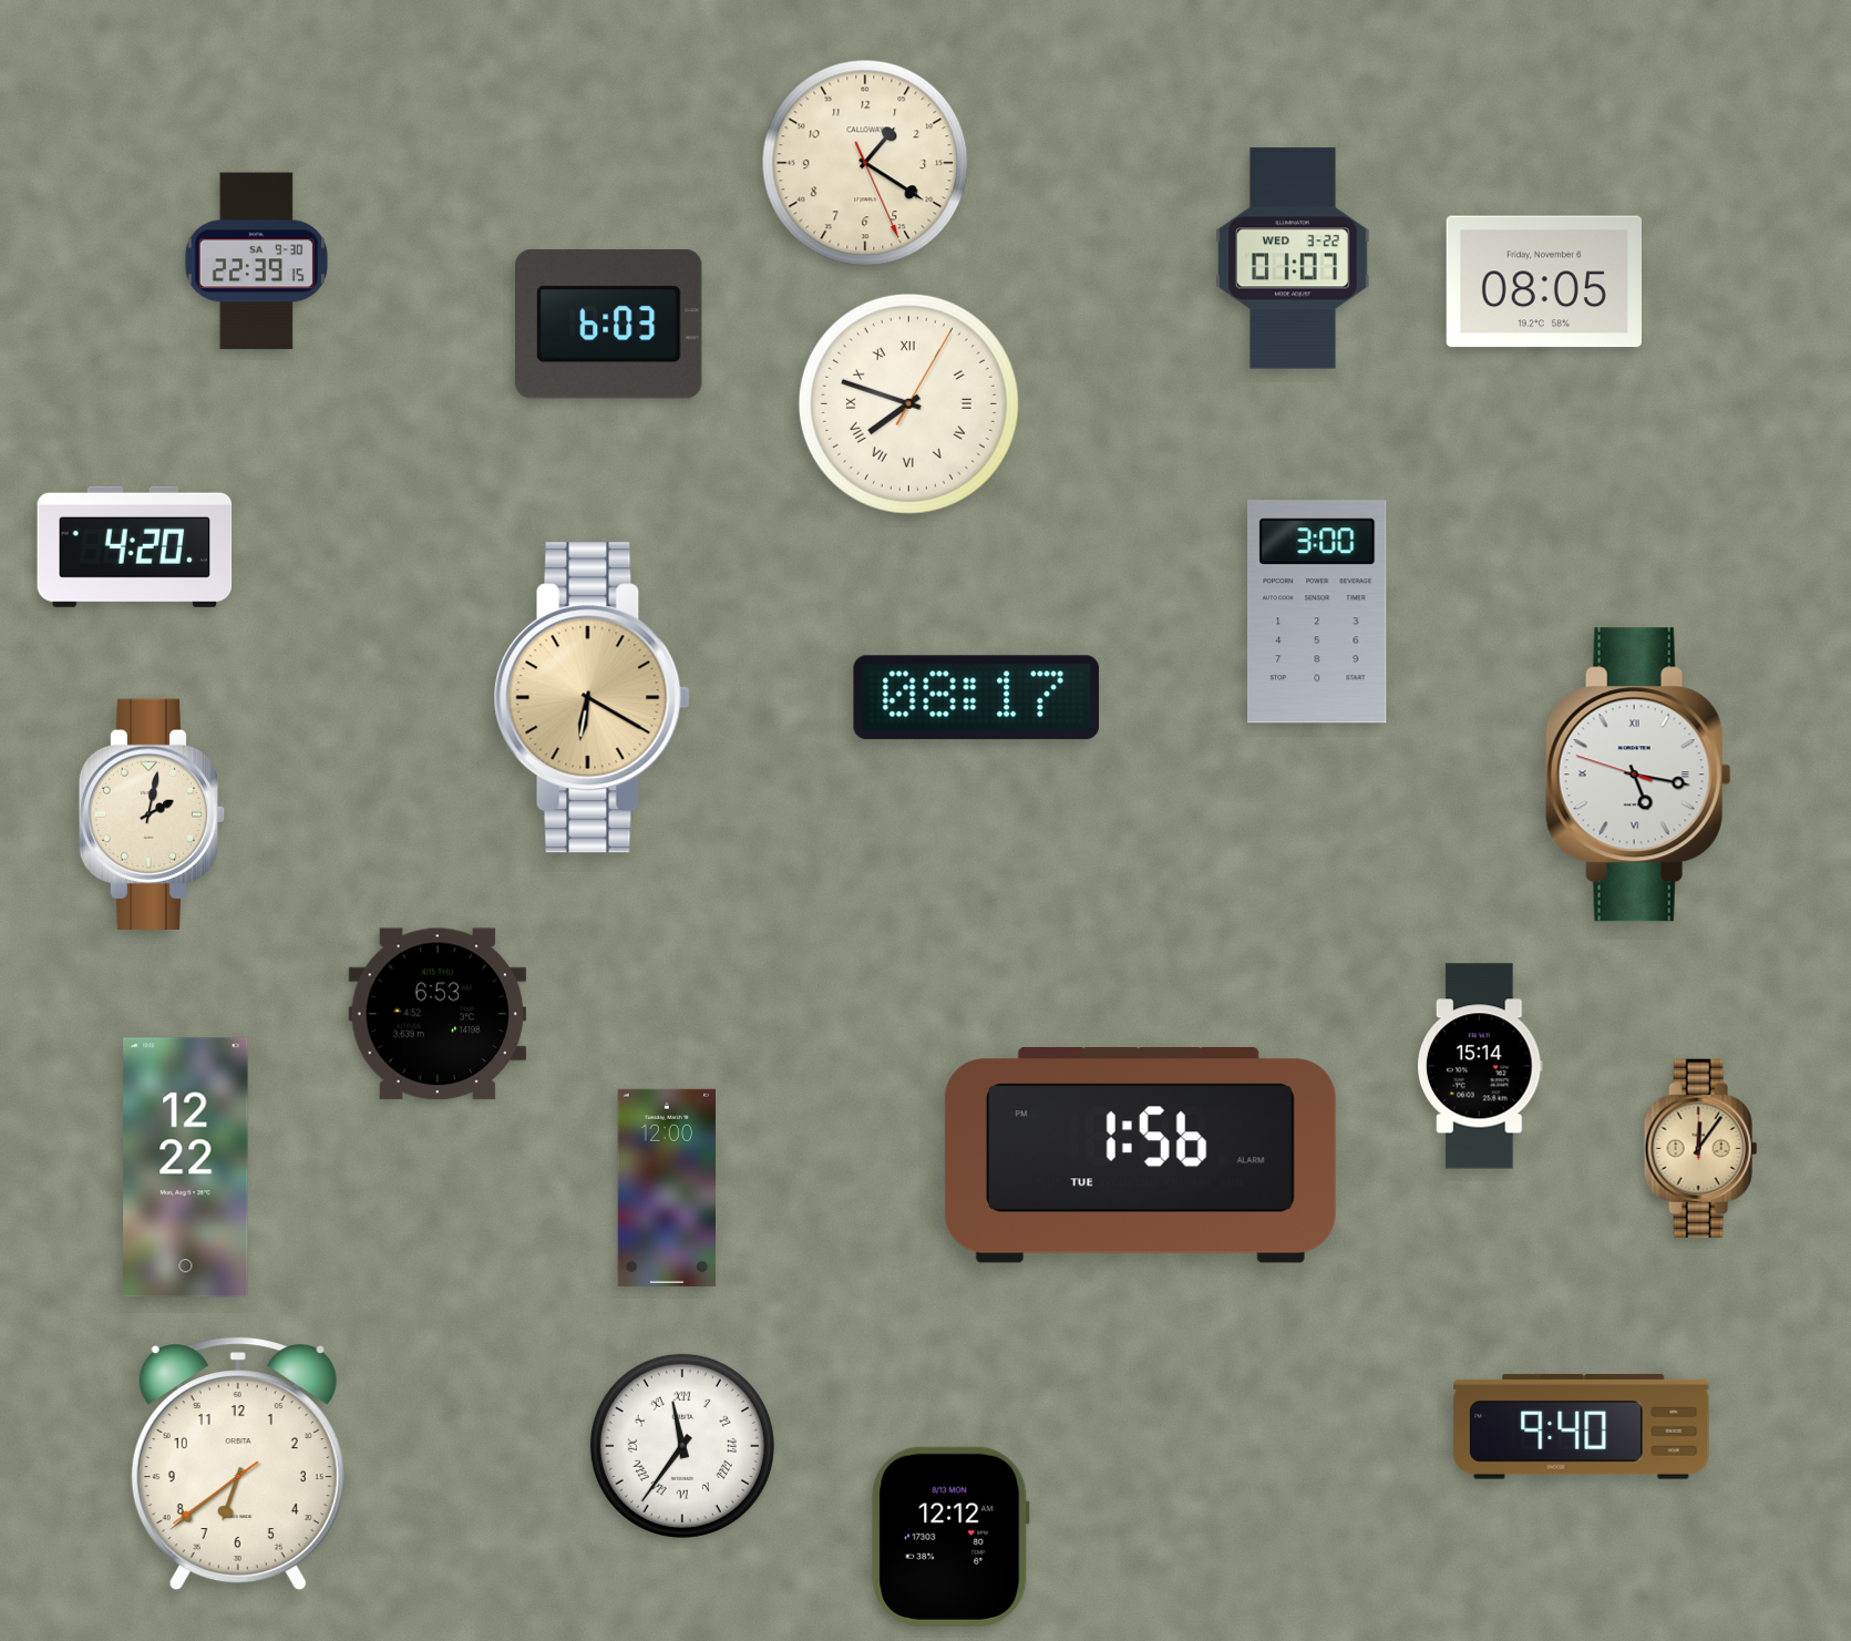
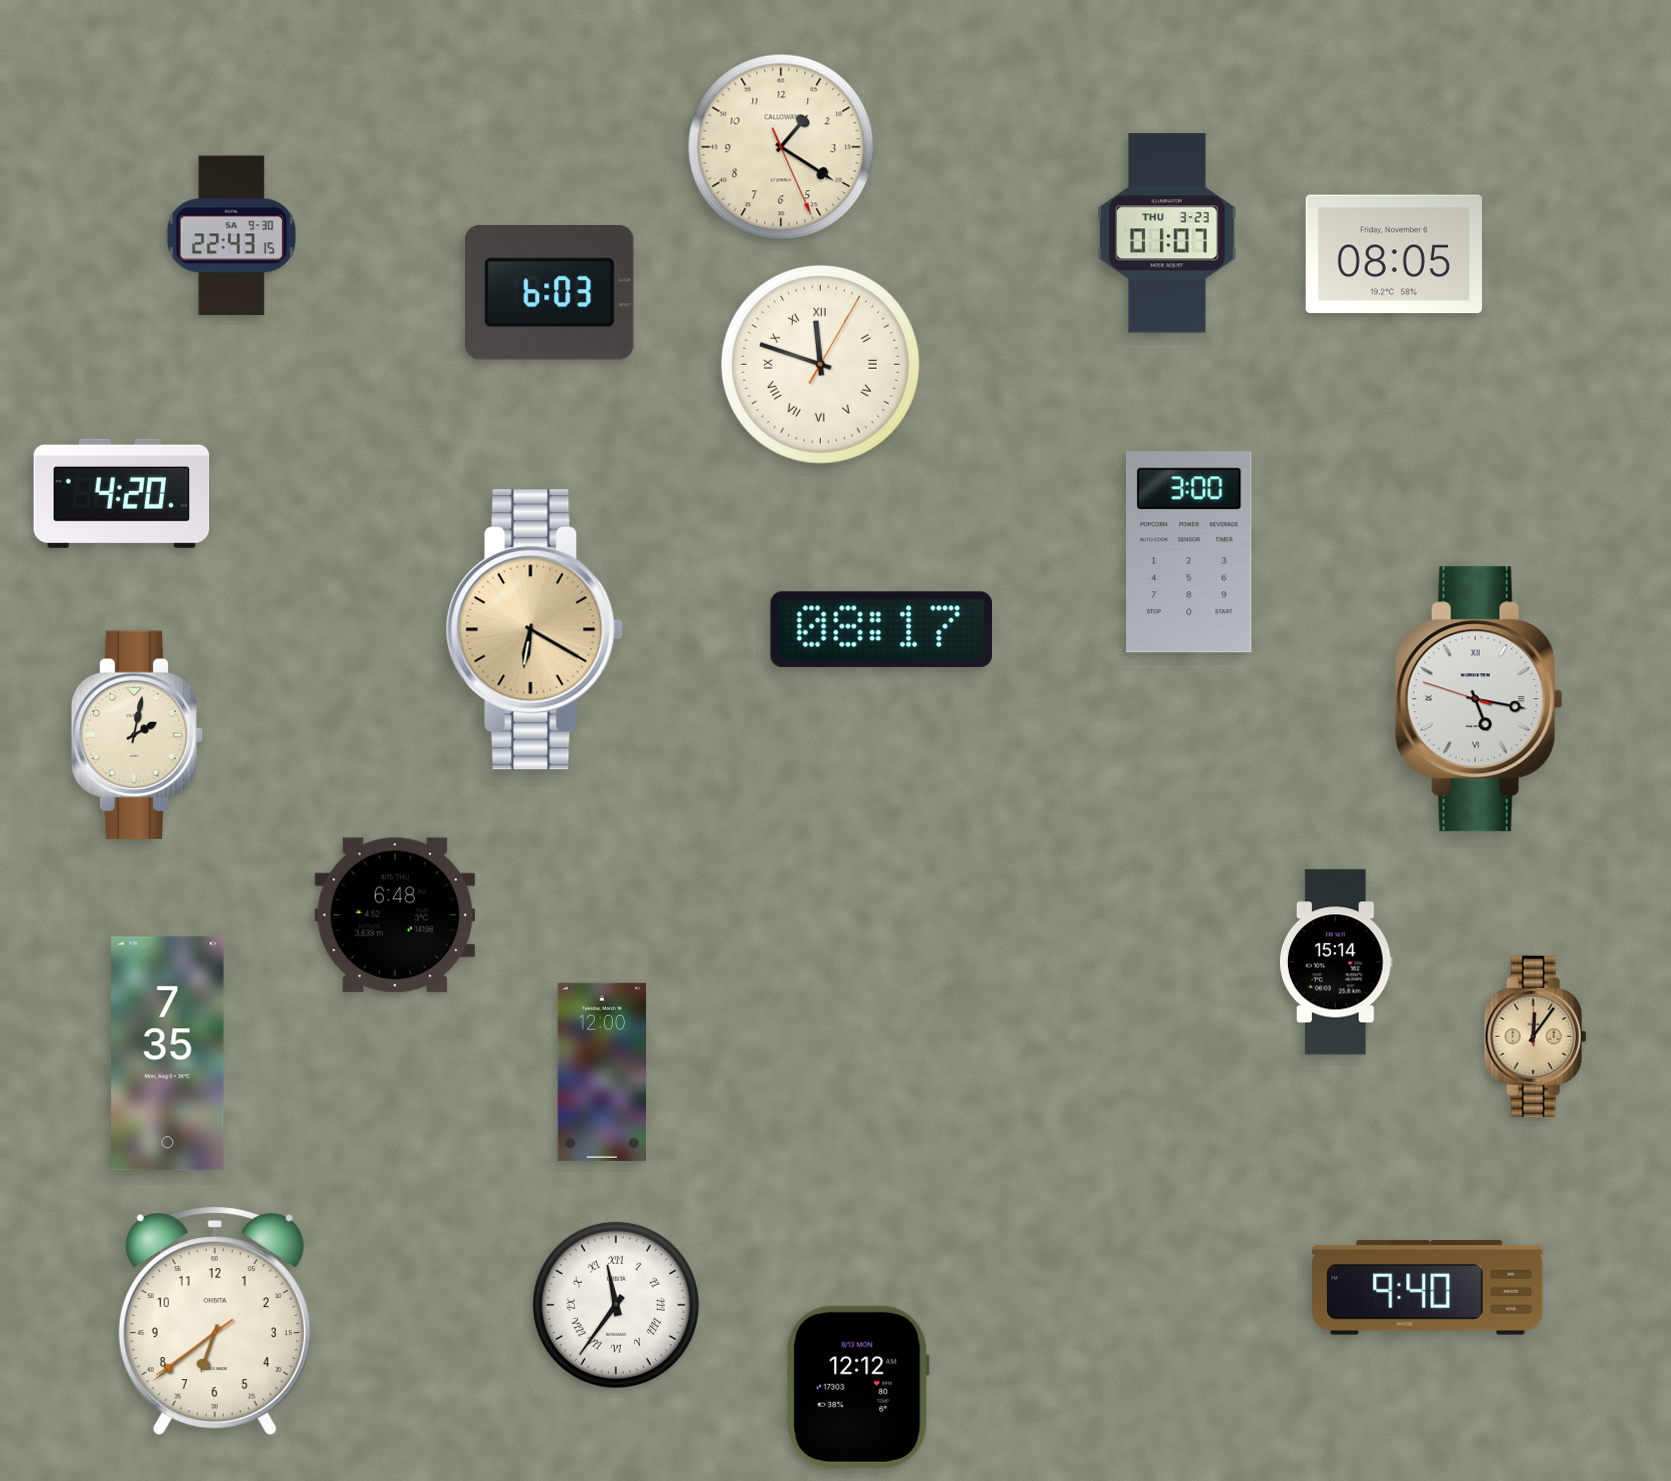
clock at (1293, 258) date: WED 3-22 -> THU 3-23
clock at (256, 261): 22:39 -> 22:43
clock at (908, 403): 7:48 -> 11:48
clock at (438, 1014): 6:53 -> 6:48
clock at (1140, 1155): 1:56 -> none
clock at (186, 1168): 12:22 -> 7:35
